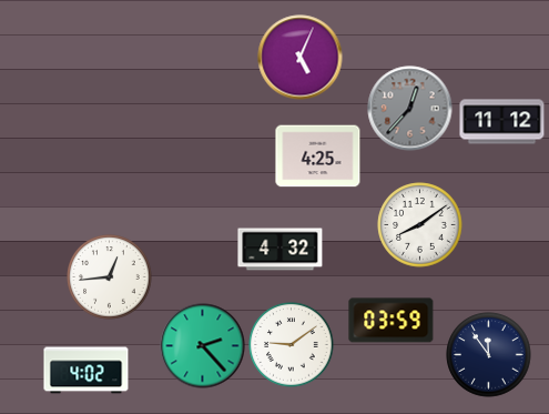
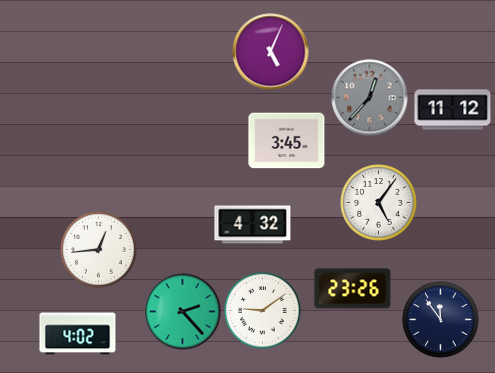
clock at (318, 156): 4:25 -> 3:45
clock at (420, 225): 8:09 -> 5:06
clock at (392, 321): 03:59 -> 23:26
